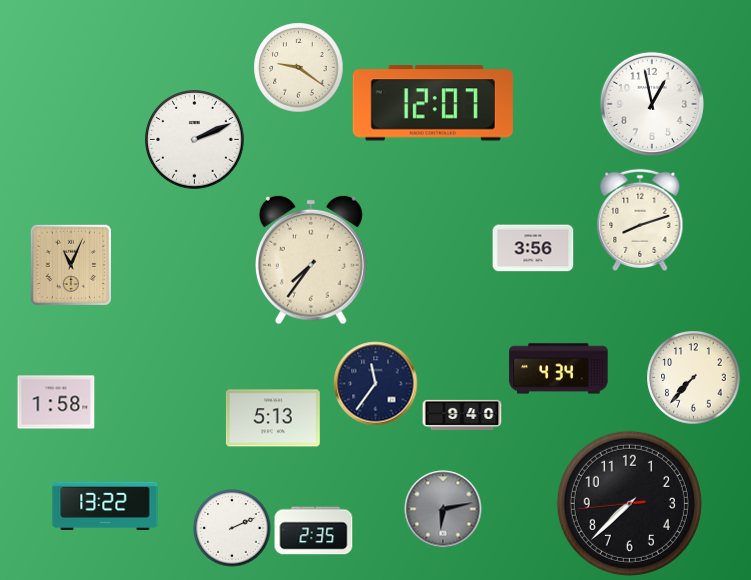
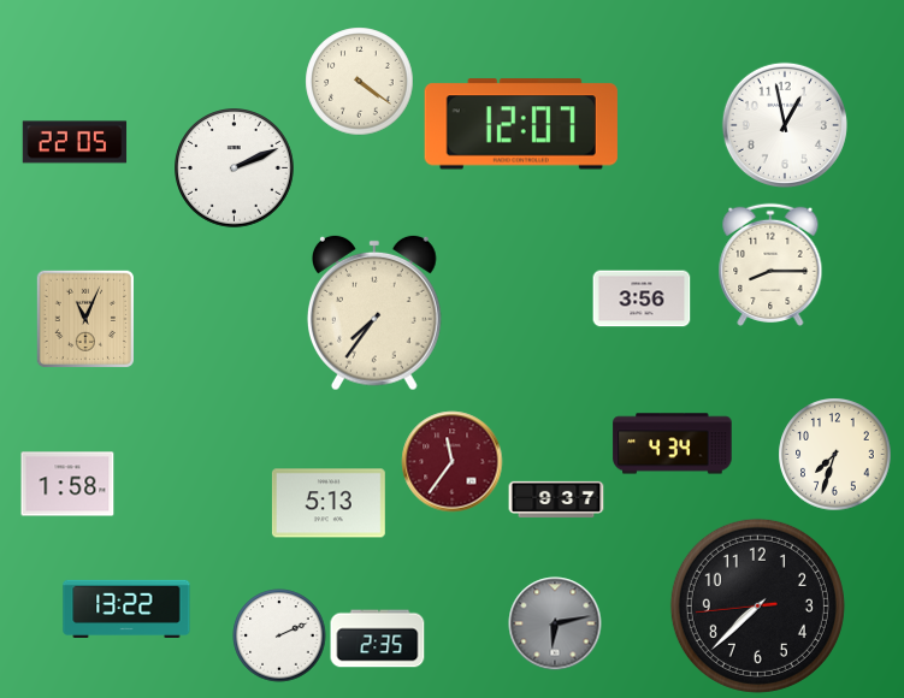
clock at (299, 68): 9:21 -> 4:21
clock at (75, 142): none -> 22:05
clock at (640, 220): 8:12 -> 8:15
clock at (694, 378): 7:37 -> 7:33
clock at (376, 384) dial: navy -> burgundy
clock at (462, 414): 9:40 -> 9:37
clock at (443, 509) position: (443, 509) -> (555, 623)
